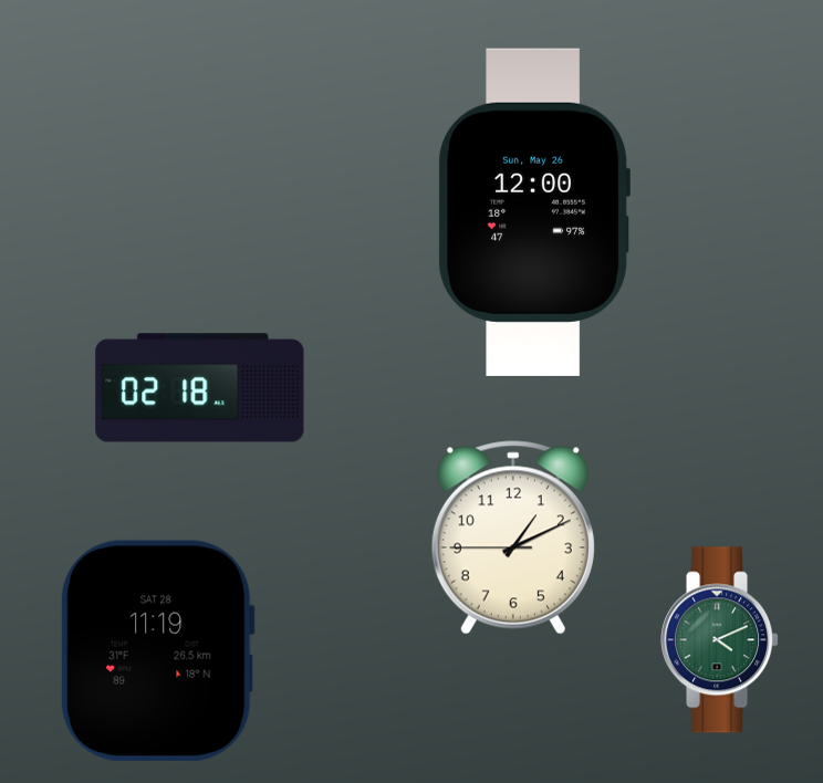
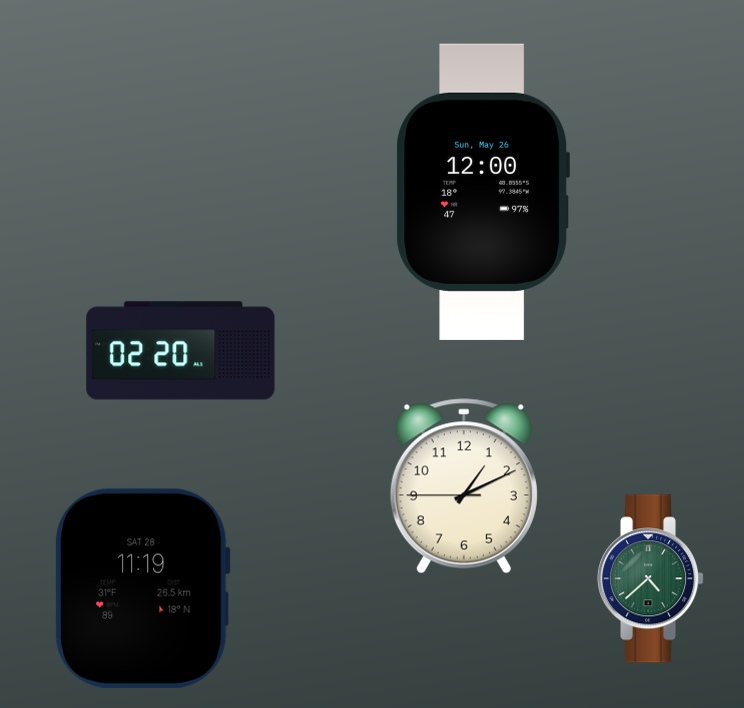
clock at (200, 388): 02:18 -> 02:20
clock at (720, 640): 4:11 -> 4:38
